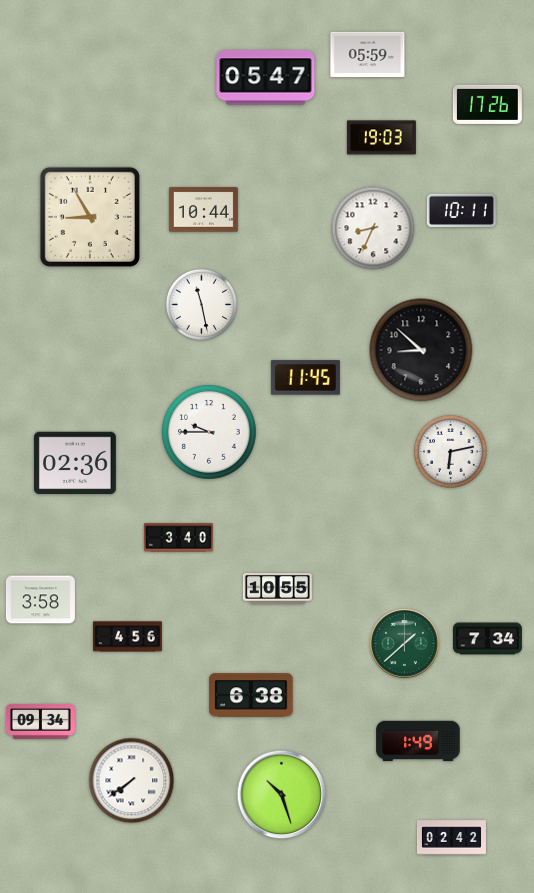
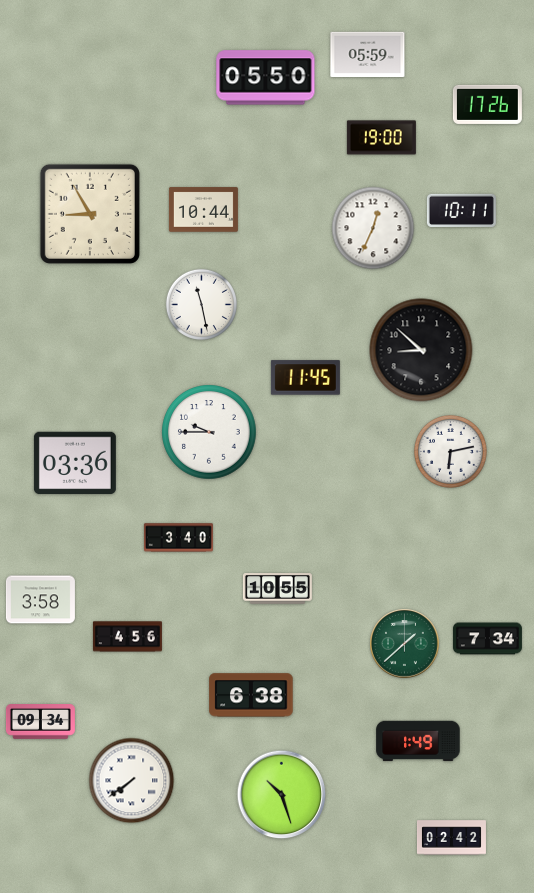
clock at (266, 78): 05:47 -> 05:50
clock at (381, 138): 19:03 -> 19:00
clock at (90, 217) position: (90, 217) -> (90, 214)
clock at (373, 228): 8:34 -> 12:34
clock at (75, 463): 02:36 -> 03:36
